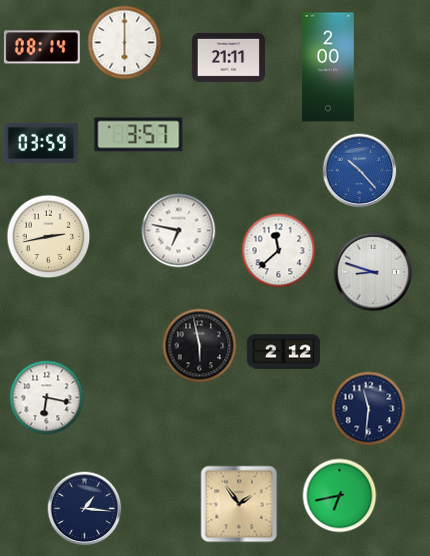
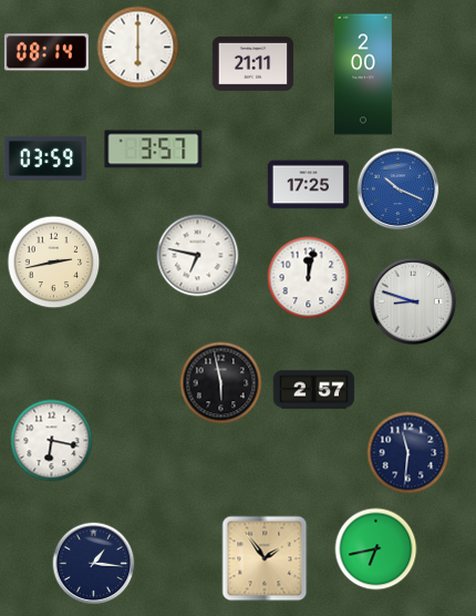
clock at (309, 185): none -> 17:25
clock at (360, 171): 10:23 -> 10:19
clock at (279, 251): 11:38 -> 12:02
clock at (284, 352): 2:12 -> 2:57
